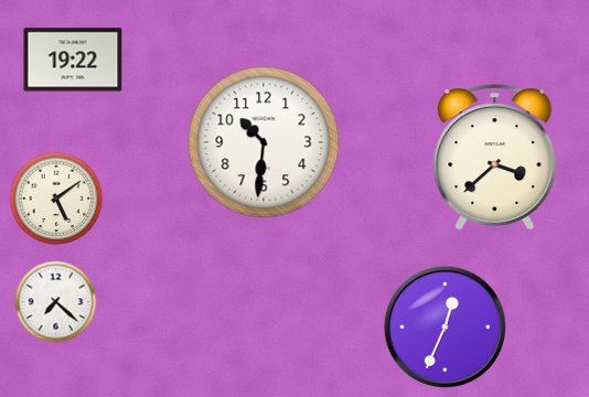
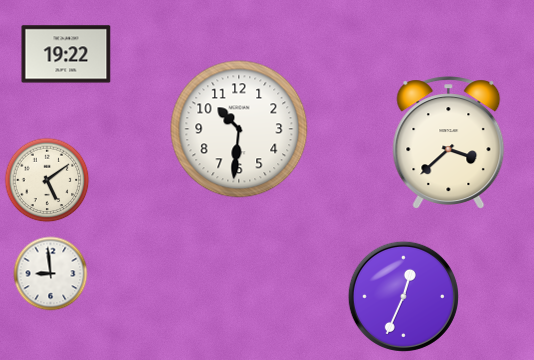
clock at (56, 198) position: (56, 198) -> (47, 180)
clock at (56, 302): 7:22 -> 8:59
